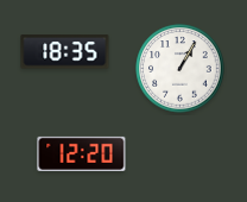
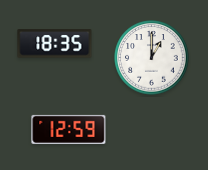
clock at (180, 69): 1:05 -> 1:00
clock at (82, 153): 12:20 -> 12:59
